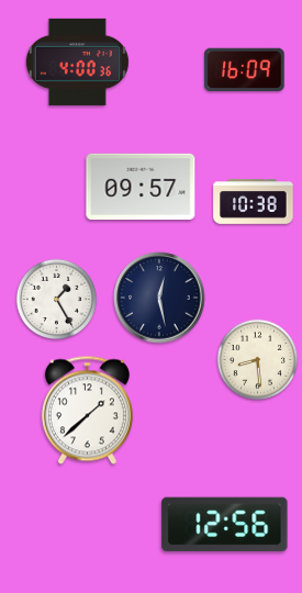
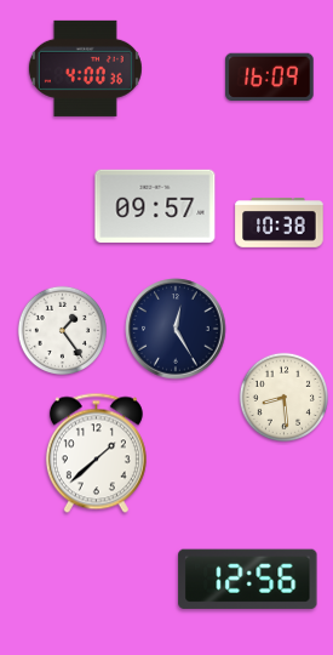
clock at (159, 298): 12:28 -> 12:25
clock at (57, 300): 1:25 -> 1:24
